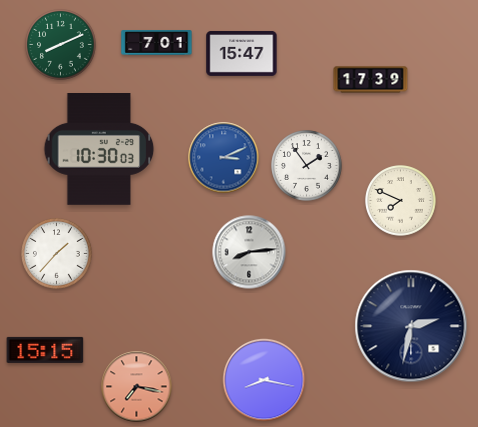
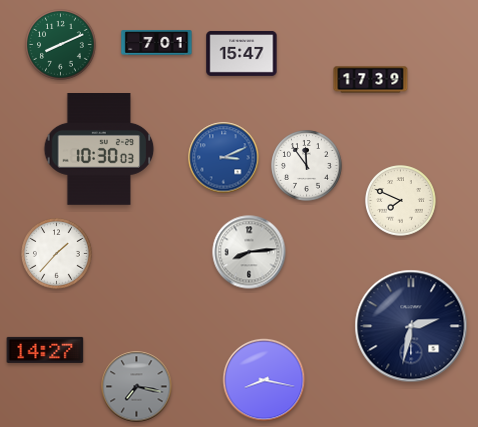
clock at (307, 166): 1:54 -> 11:54
clock at (45, 350): 15:15 -> 14:27
clock at (137, 387) dial: salmon -> grey
